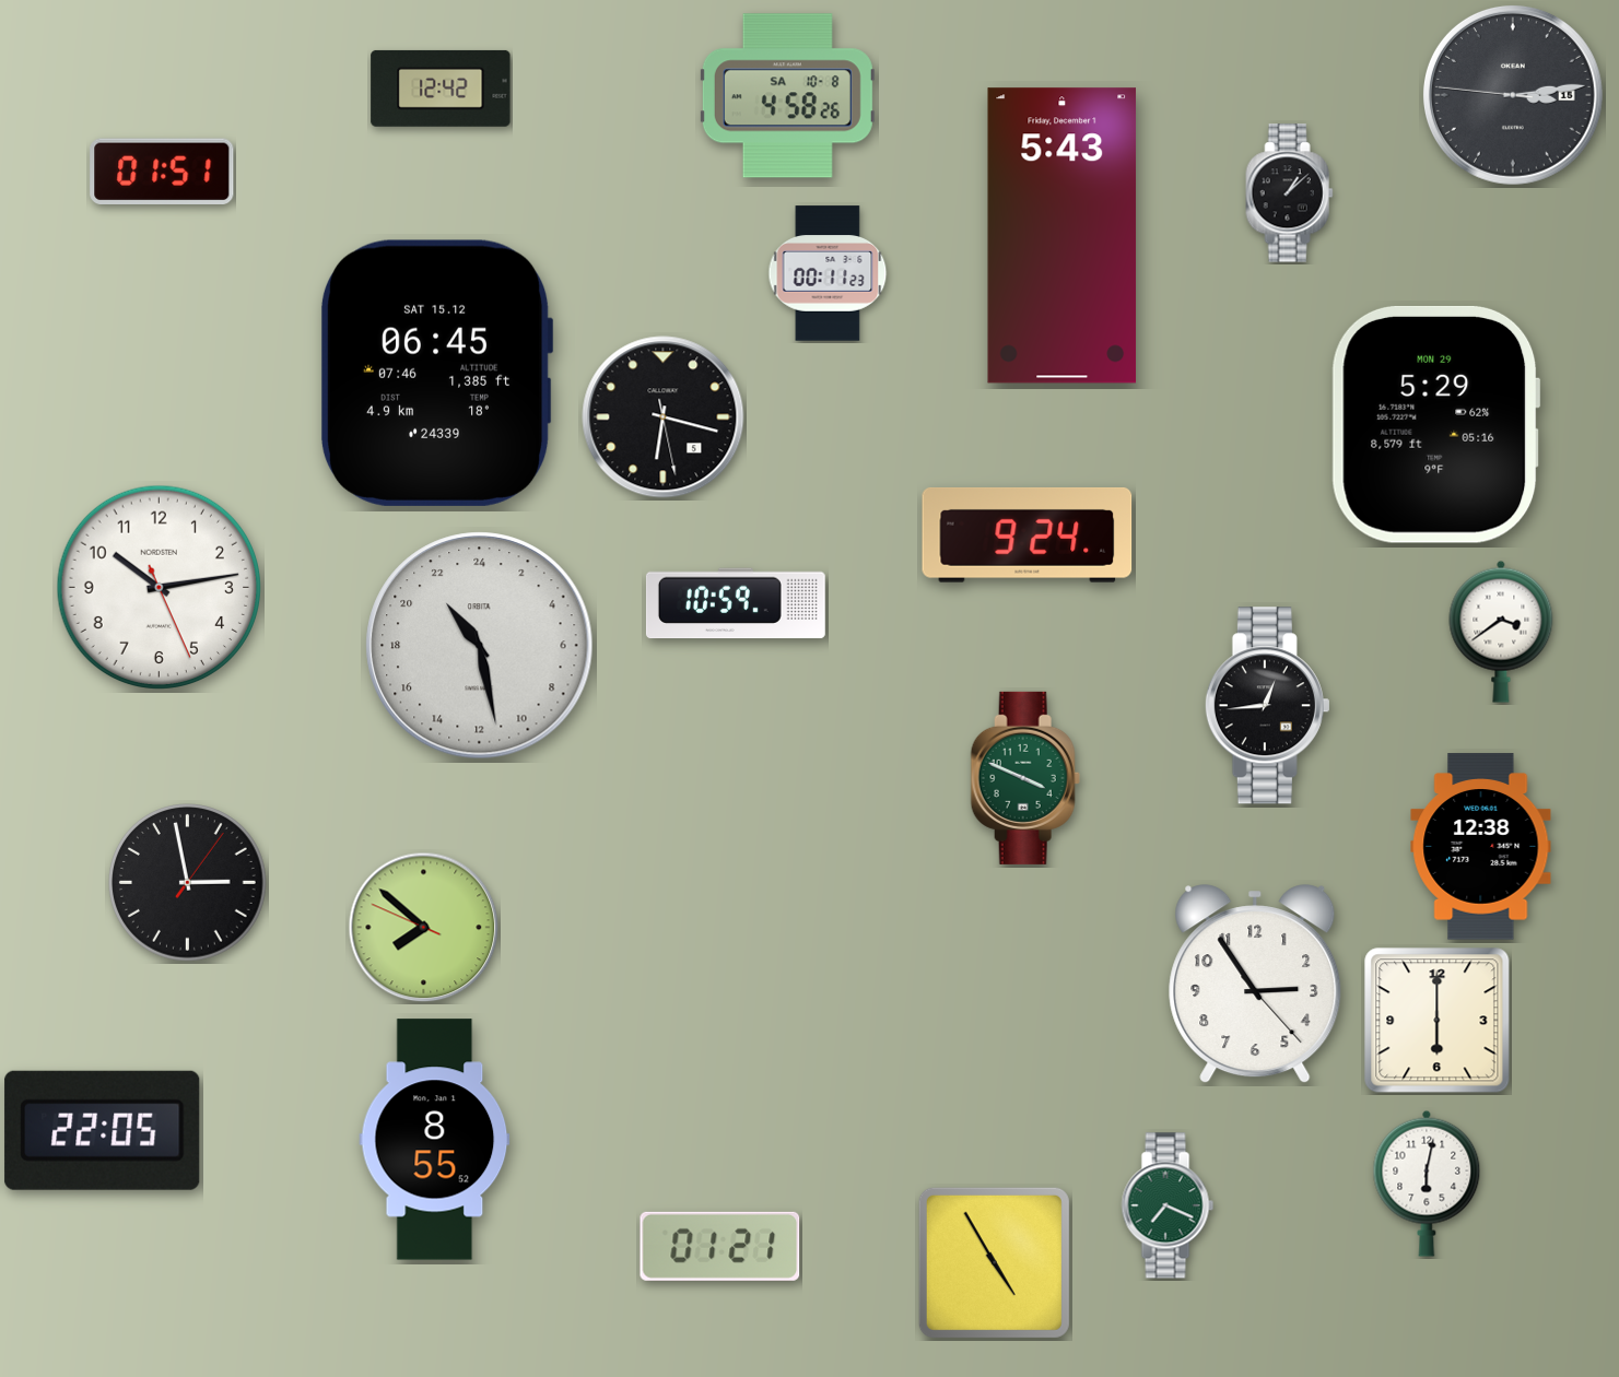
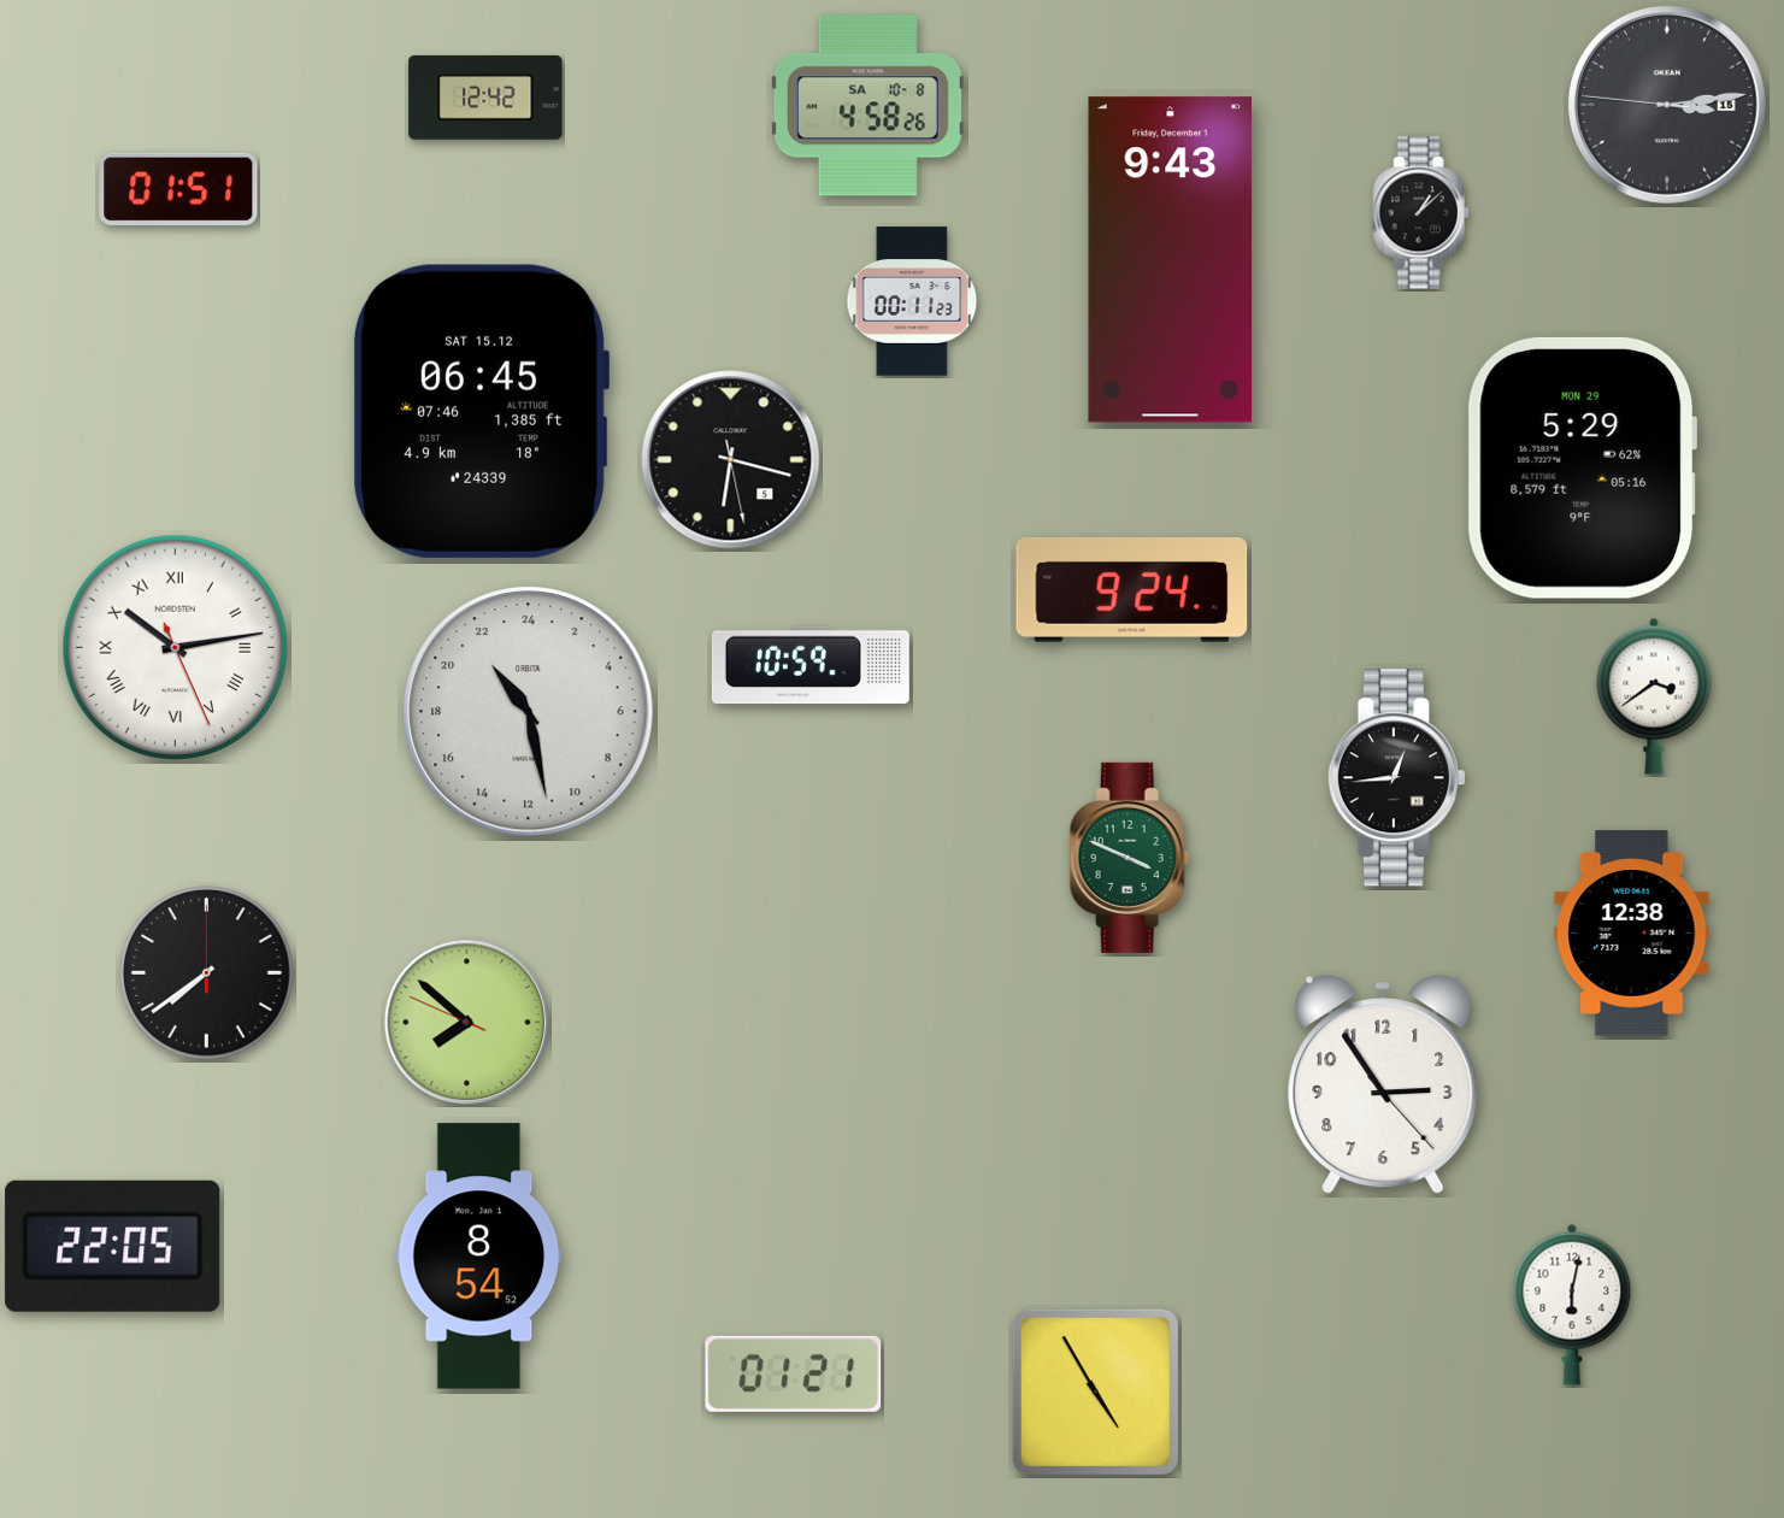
clock at (1063, 236): 5:43 -> 9:43
clock at (160, 588) numerals: Arabic -> Roman
clock at (188, 883): 2:58 -> 7:39
clock at (1438, 1021): 6:00 -> none
clock at (435, 1140): 8:55 -> 8:54
clock at (1168, 1205): 7:19 -> none
